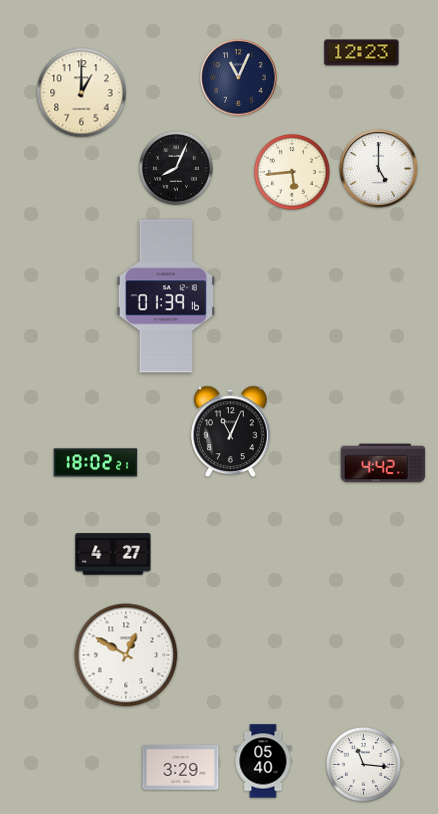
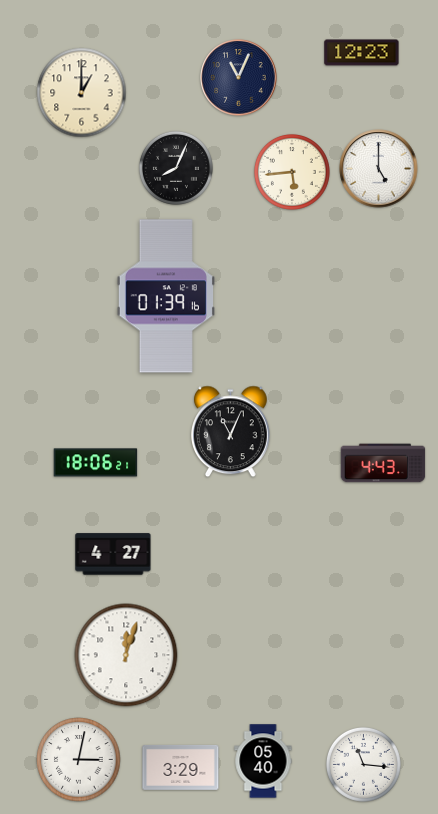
clock at (96, 463): 18:02 -> 18:06
clock at (383, 463): 4:42 -> 4:43
clock at (126, 655): 12:50 -> 12:03
clock at (79, 760): none -> 3:02
